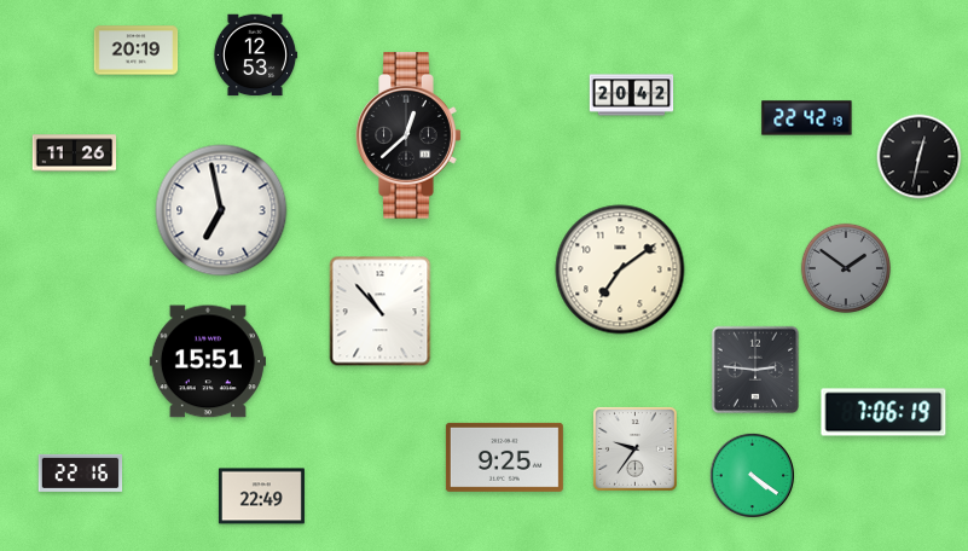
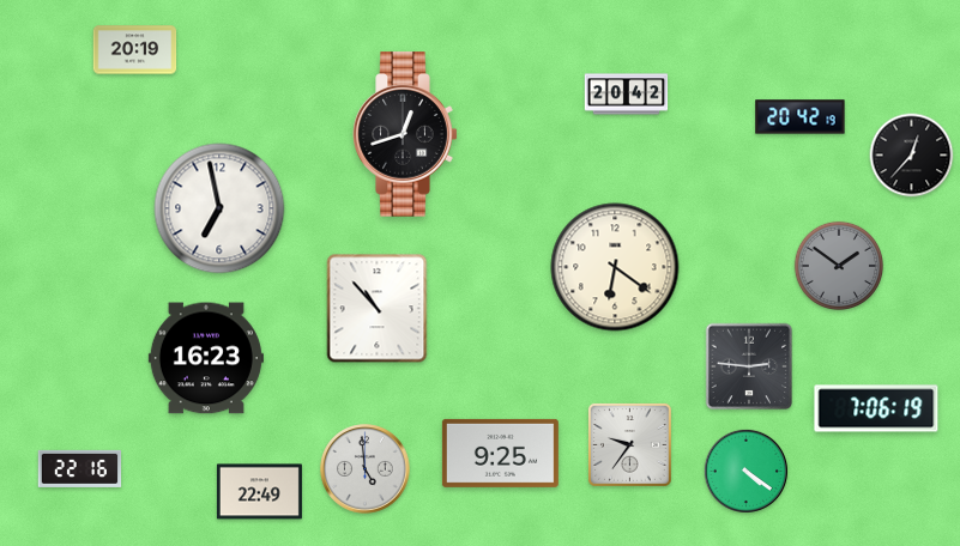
clock at (255, 56): 12:53 -> none
clock at (807, 118): 22:42 -> 20:42
clock at (408, 135): 12:38 -> 12:42
clock at (75, 153): 11:26 -> none
clock at (920, 157): 12:32 -> 12:37
clock at (620, 269): 7:09 -> 6:21
clock at (208, 361): 15:51 -> 16:23
clock at (366, 469): none -> 4:59
